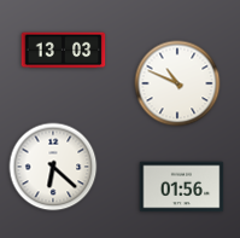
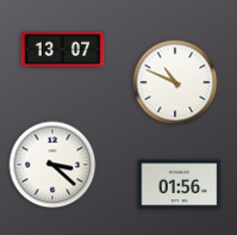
clock at (64, 51): 13:03 -> 13:07
clock at (53, 167): 6:22 -> 3:22
